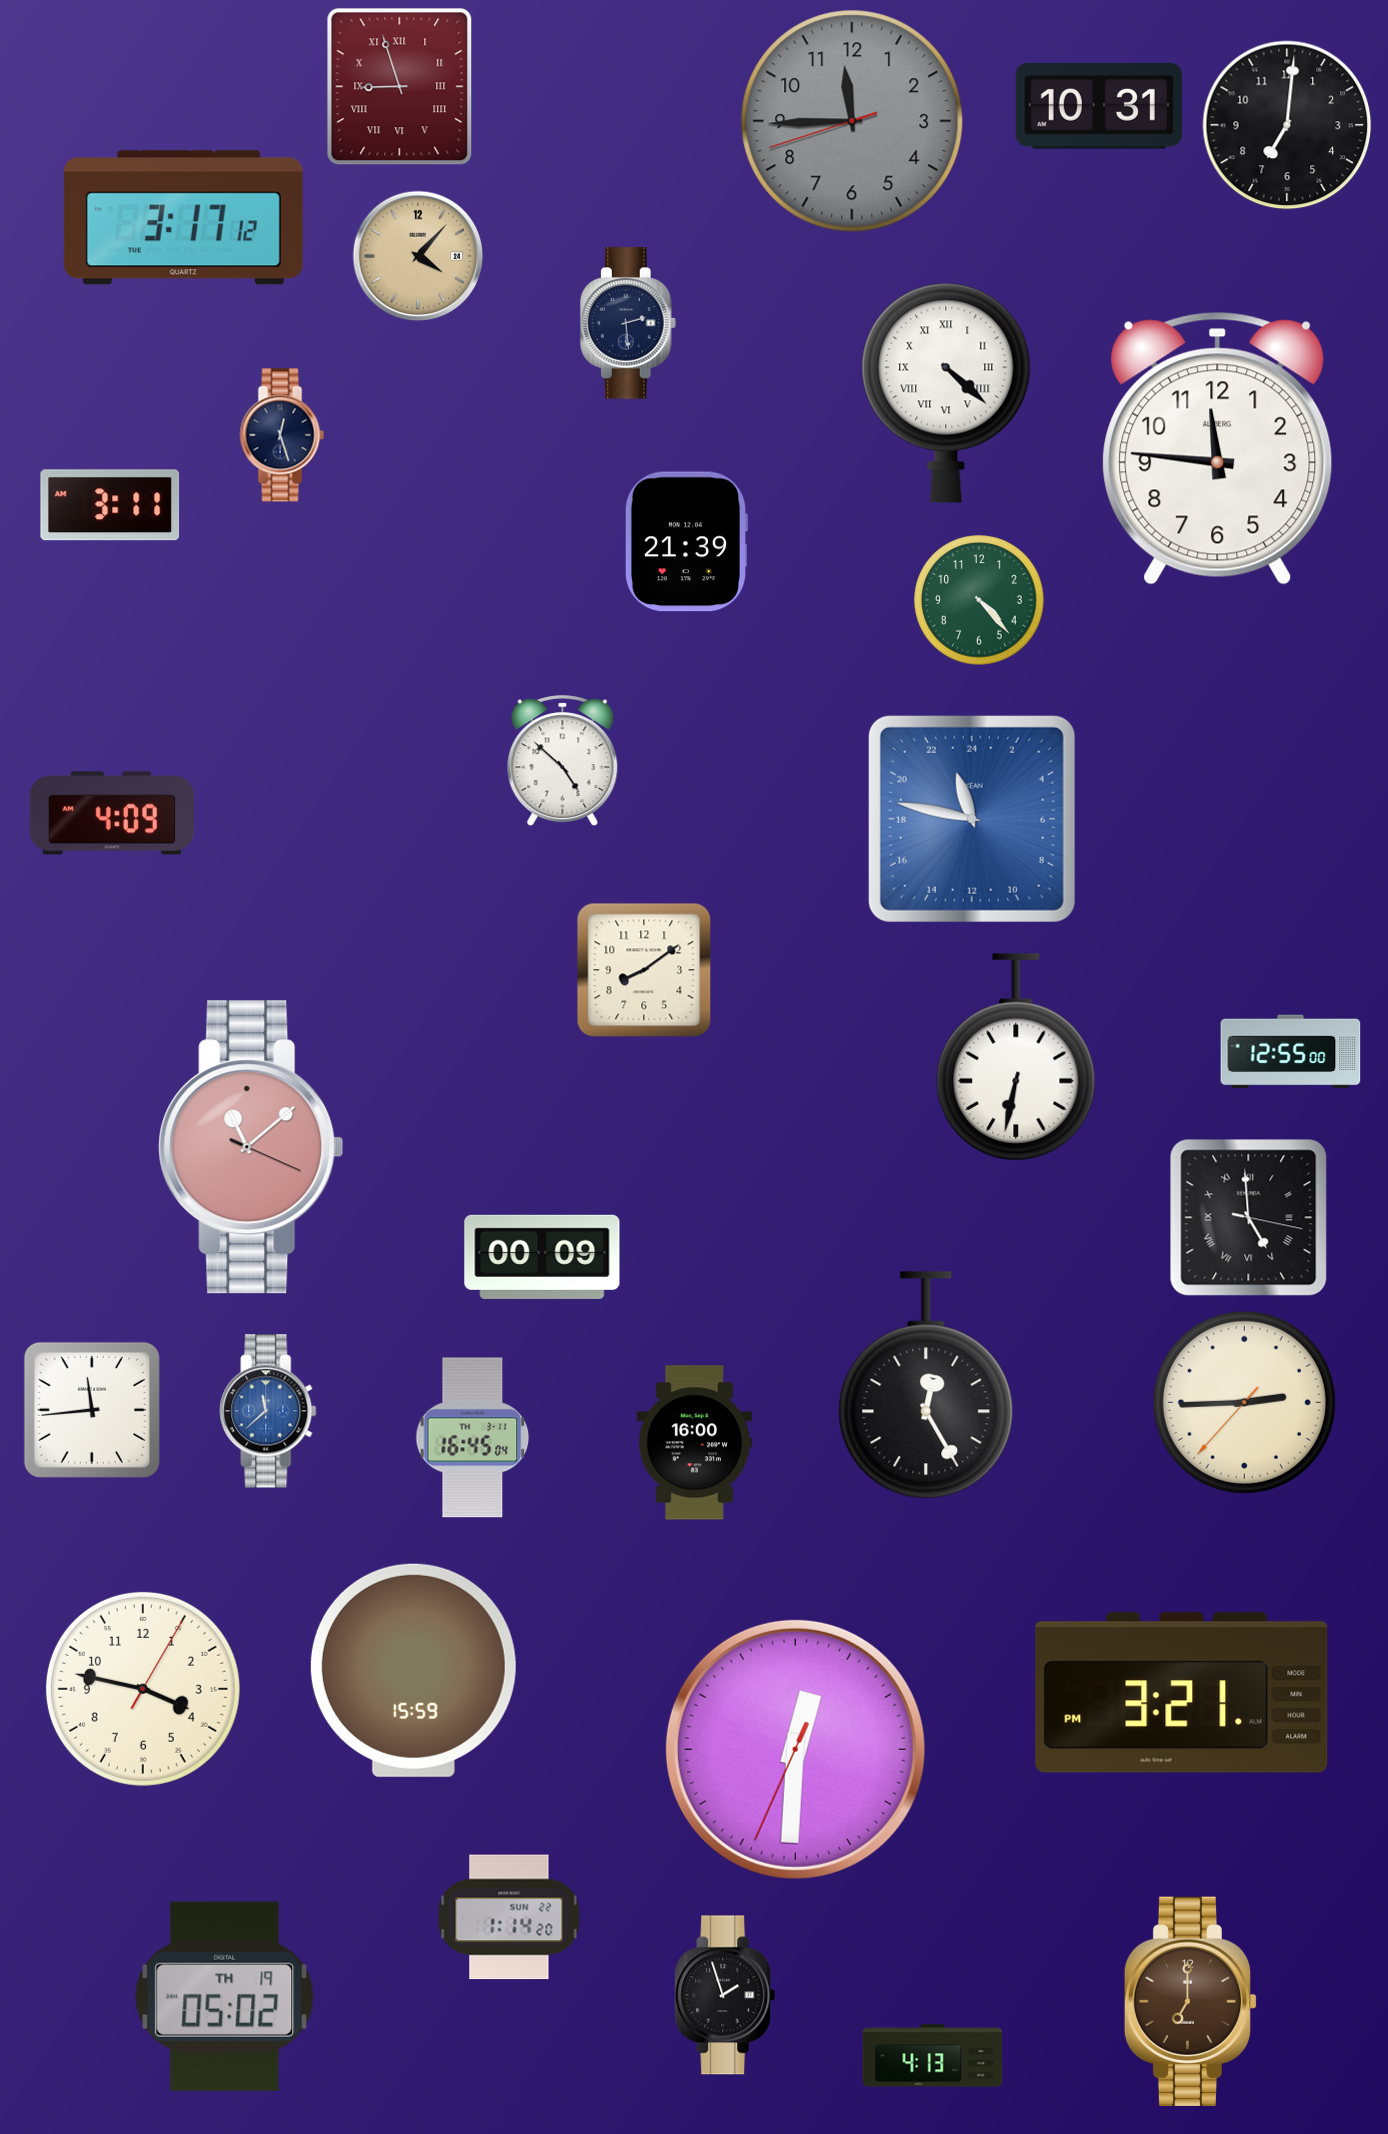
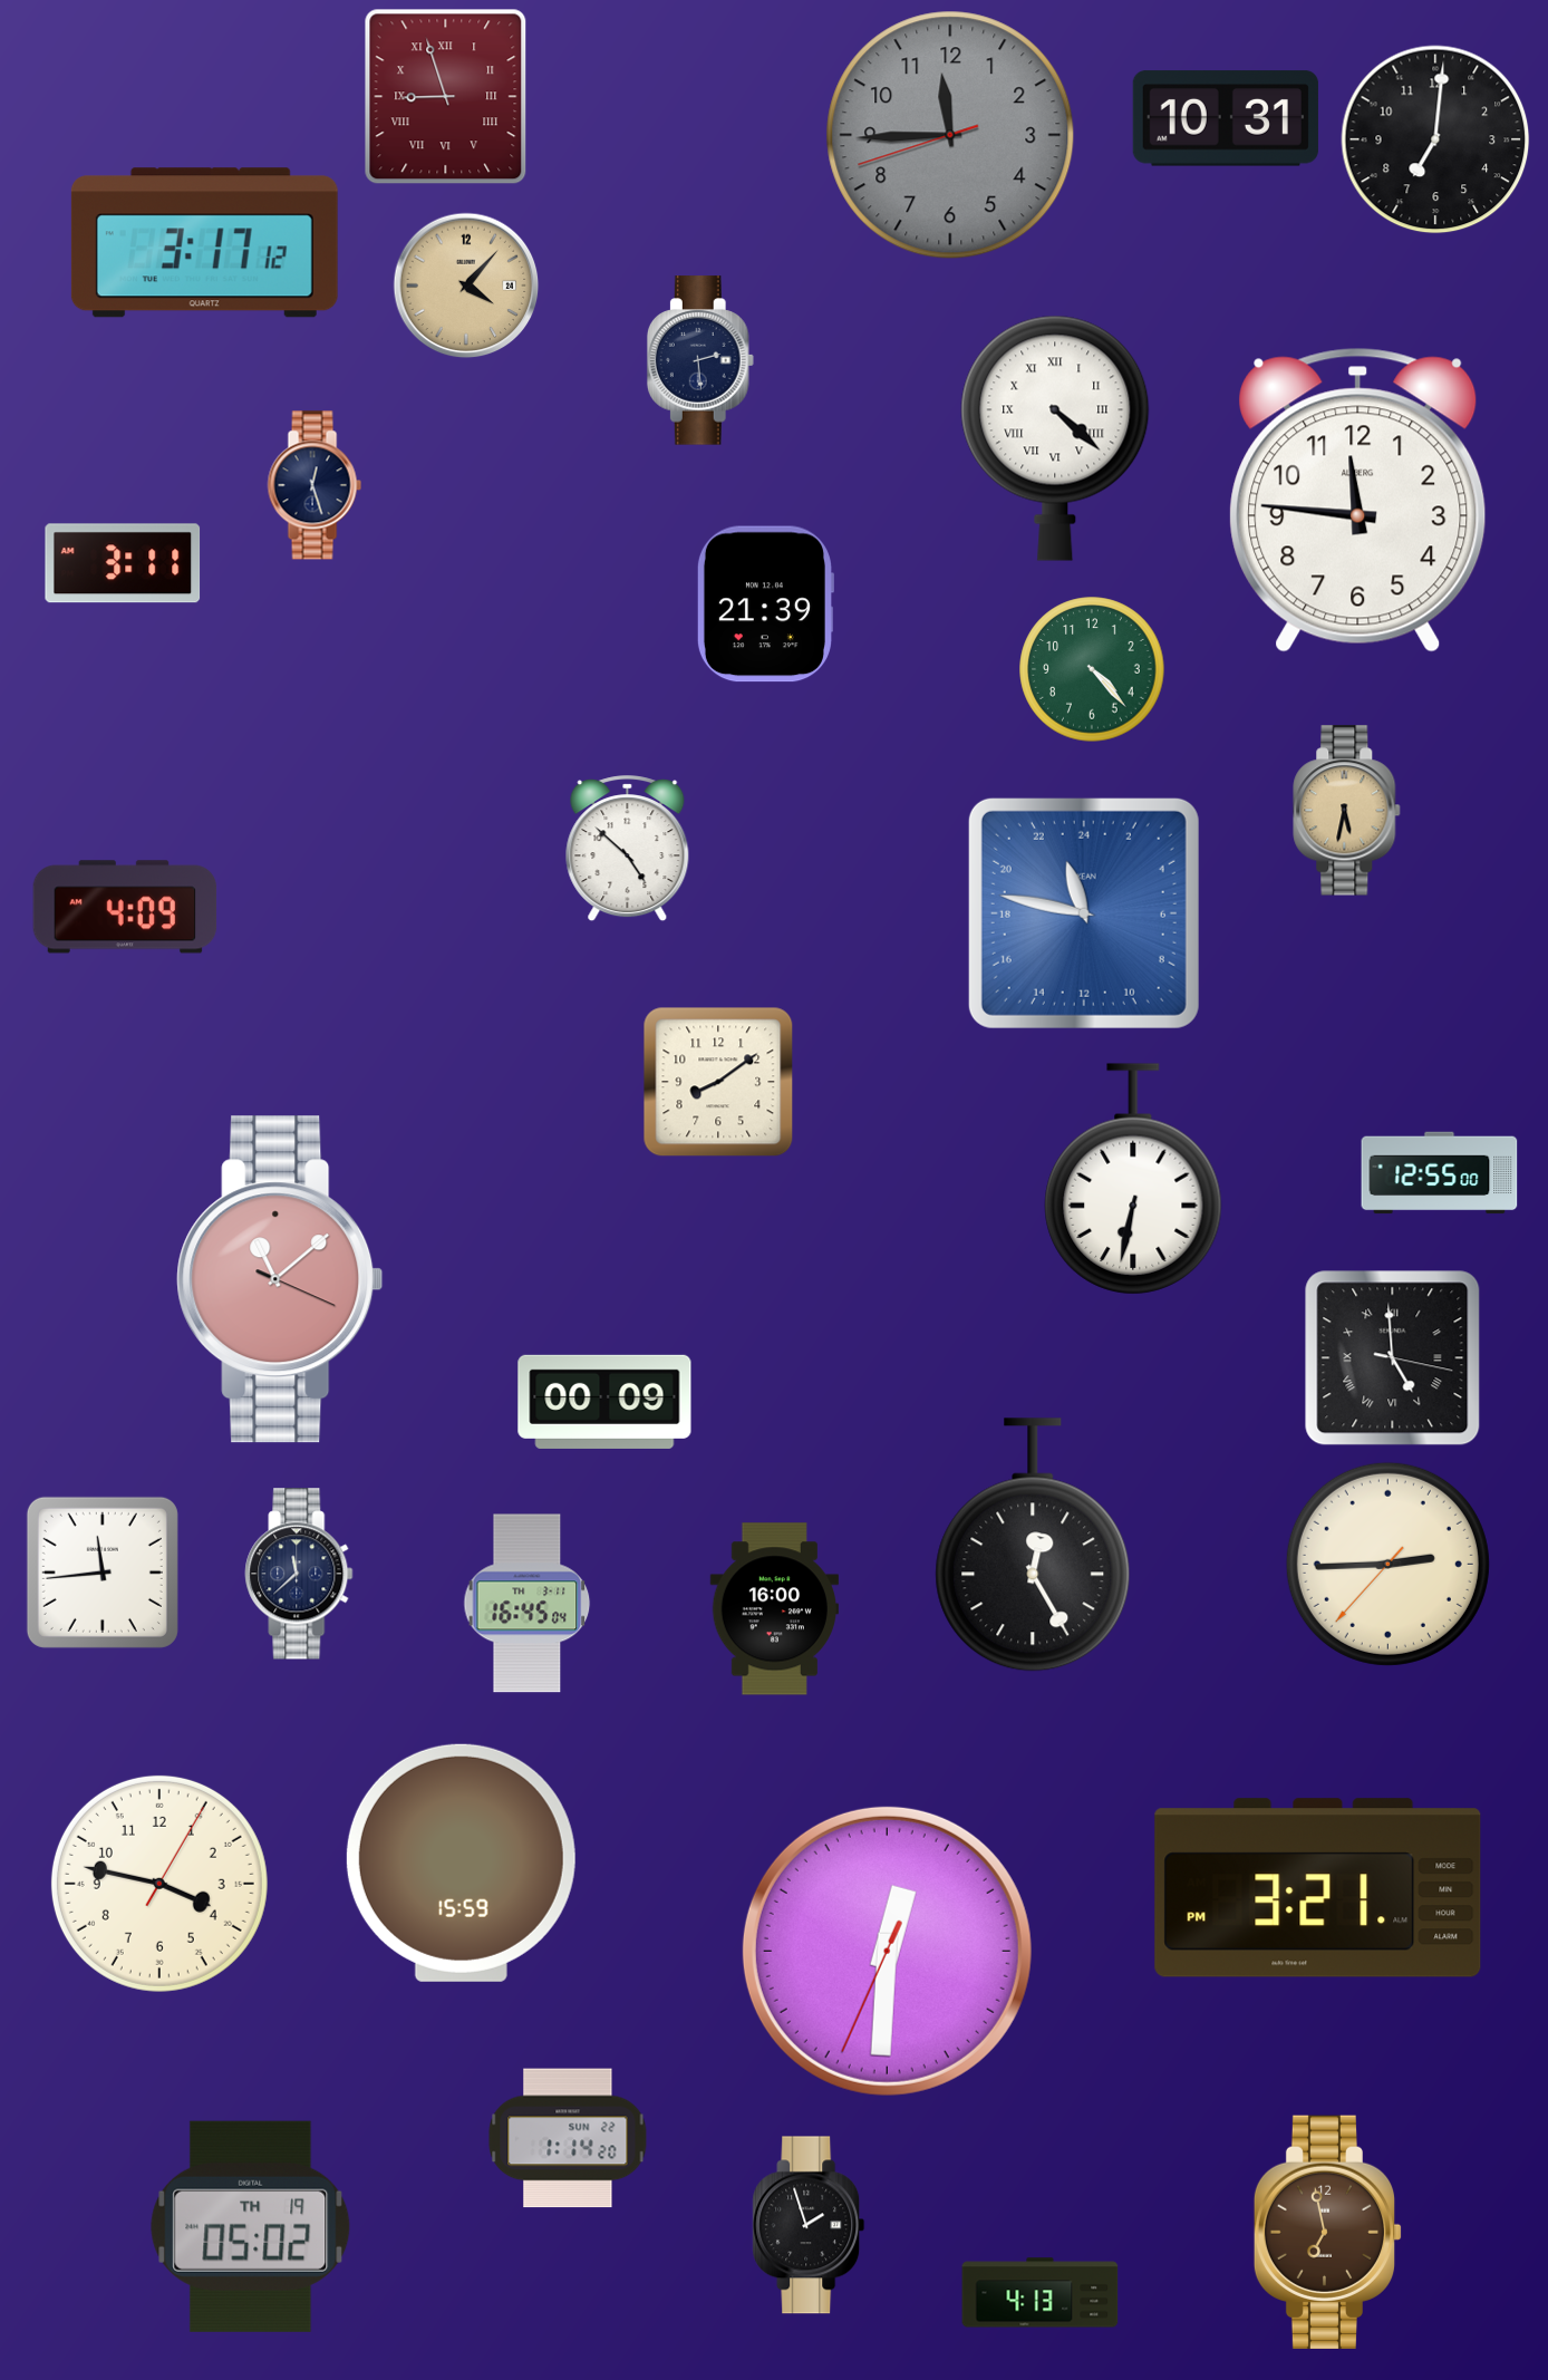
clock at (1347, 811): none -> 5:32
clock at (268, 1411) dial: blue -> navy
clock at (1191, 2001): 7:00 -> 6:58
